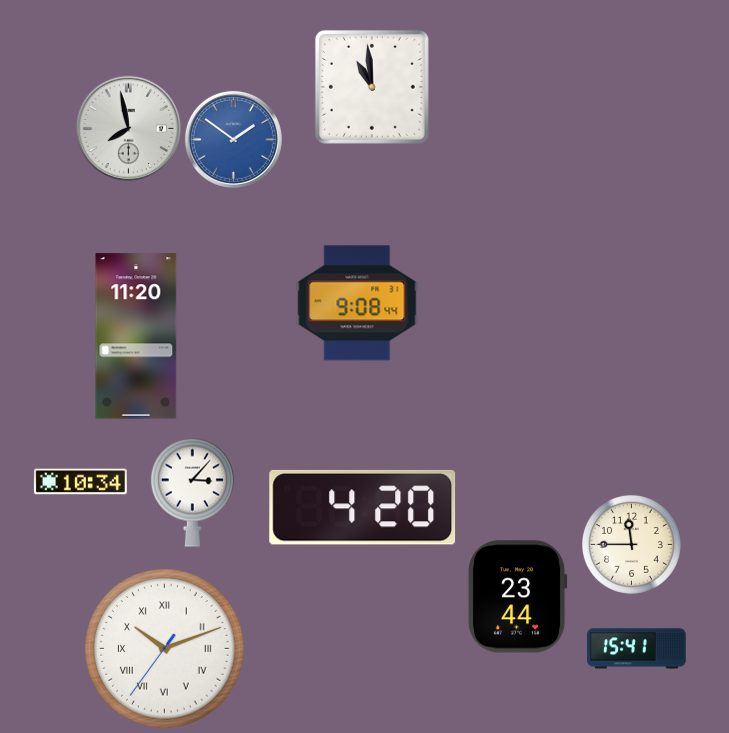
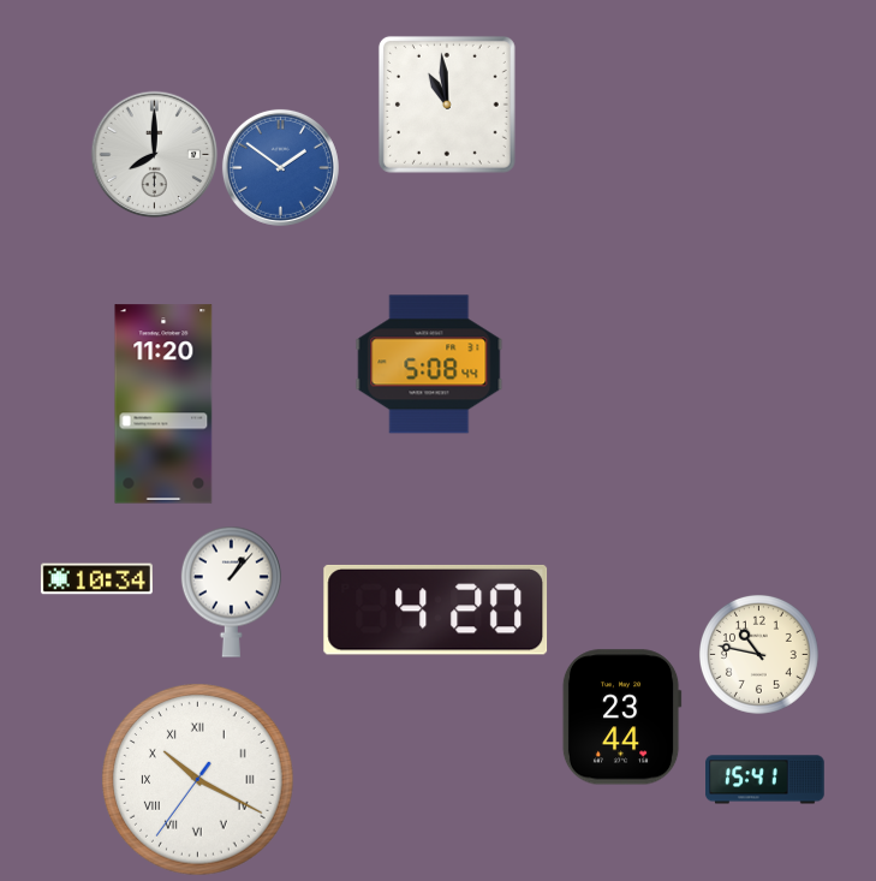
clock at (128, 128): 7:58 -> 8:00
clock at (357, 303): 9:08 -> 5:08
clock at (192, 492): 3:07 -> 1:07
clock at (631, 544): 11:45 -> 10:47
clock at (165, 649): 10:11 -> 10:19
